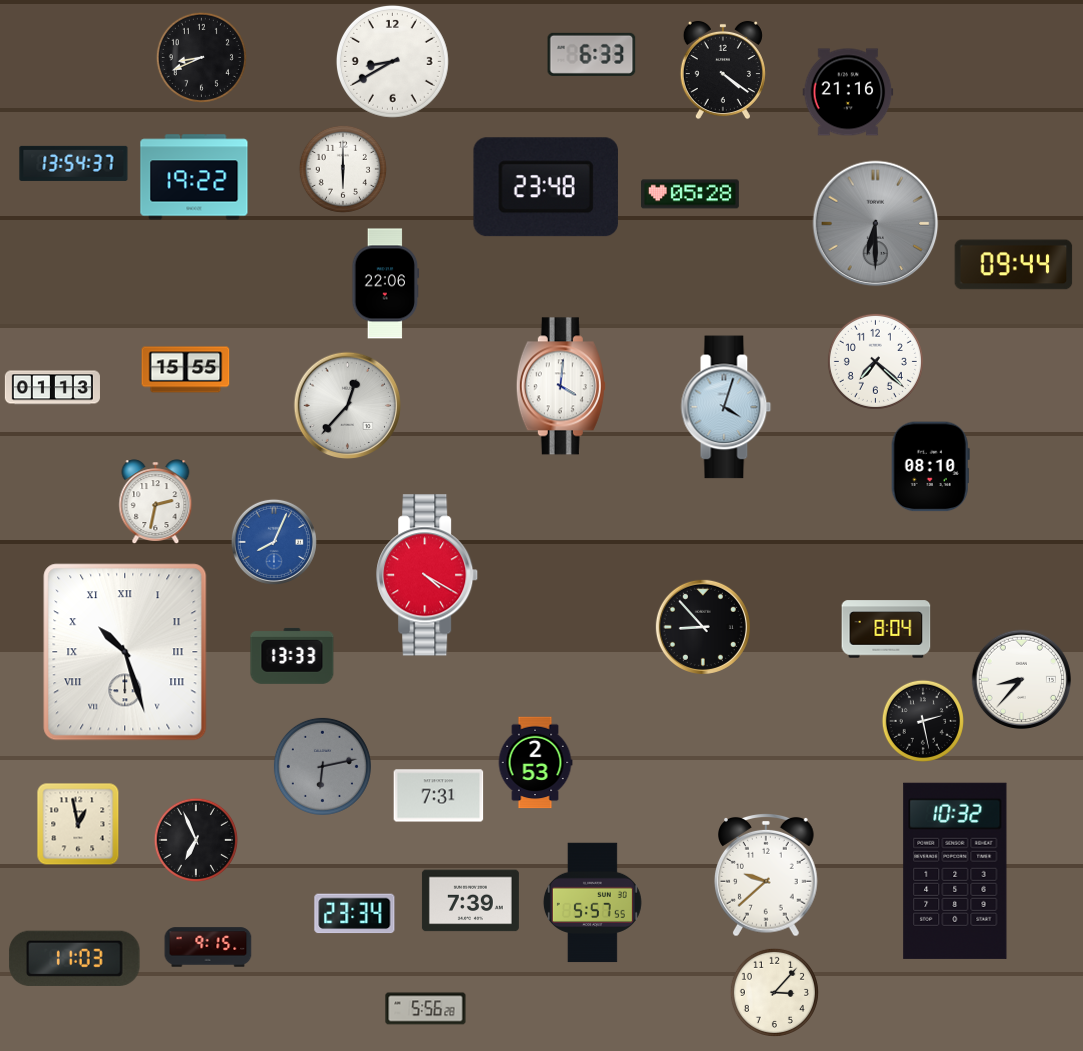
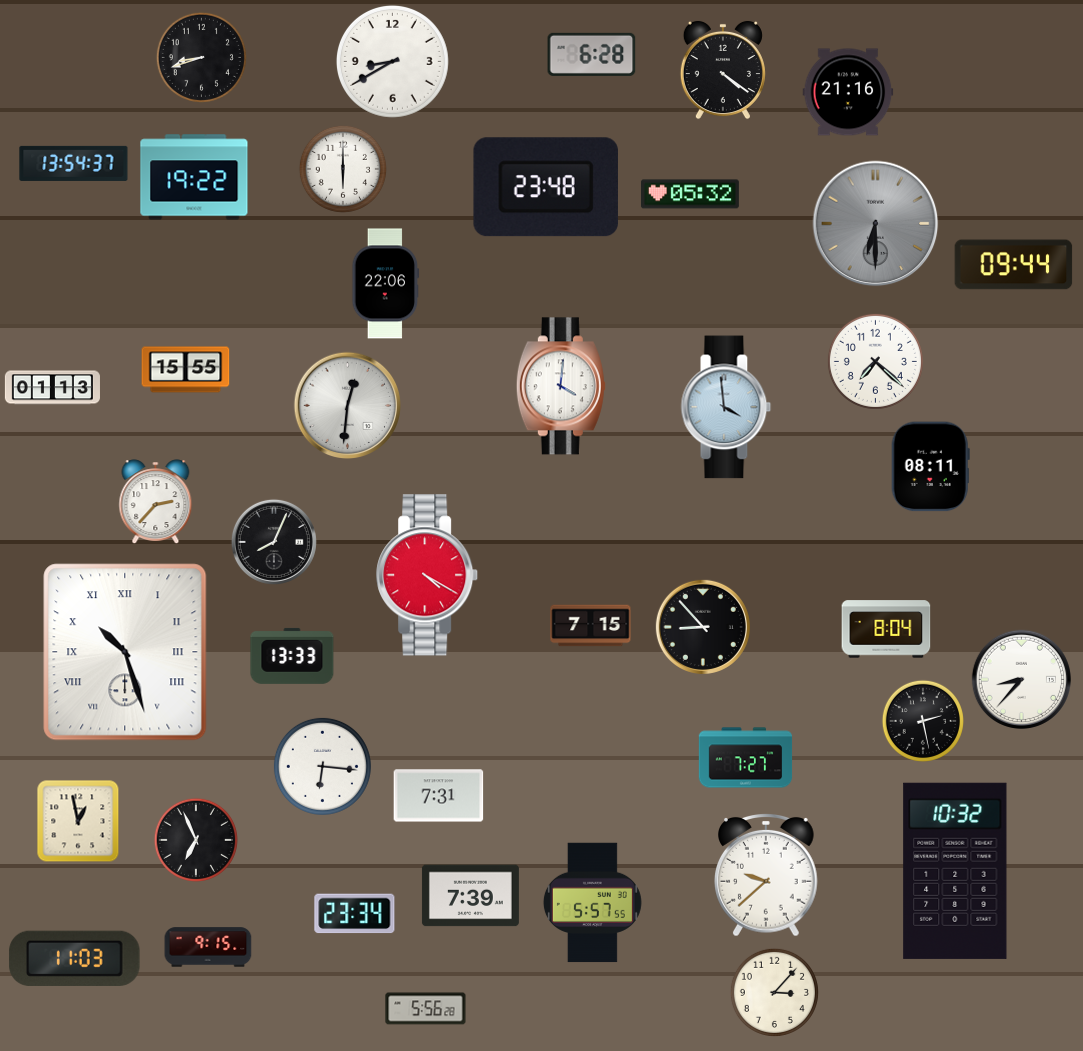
clock at (592, 54): 6:33 -> 6:28
clock at (201, 57): 8:41 -> 8:42
clock at (690, 194): 05:28 -> 05:32
clock at (347, 406): 12:37 -> 12:31
clock at (726, 407): 4:03 -> 3:59
clock at (930, 467): 08:10 -> 08:11
clock at (156, 501): 2:32 -> 2:37
clock at (274, 542) dial: blue -> black
clock at (591, 626): none -> 7:15
clock at (746, 758): none -> 7:27
clock at (535, 763): 2:53 -> none
clock at (322, 766): 6:13 -> 6:16
clock at (322, 766) dial: grey -> white
clock at (78, 824) position: (78, 824) -> (78, 821)
clock at (470, 901) position: (470, 901) -> (470, 896)
